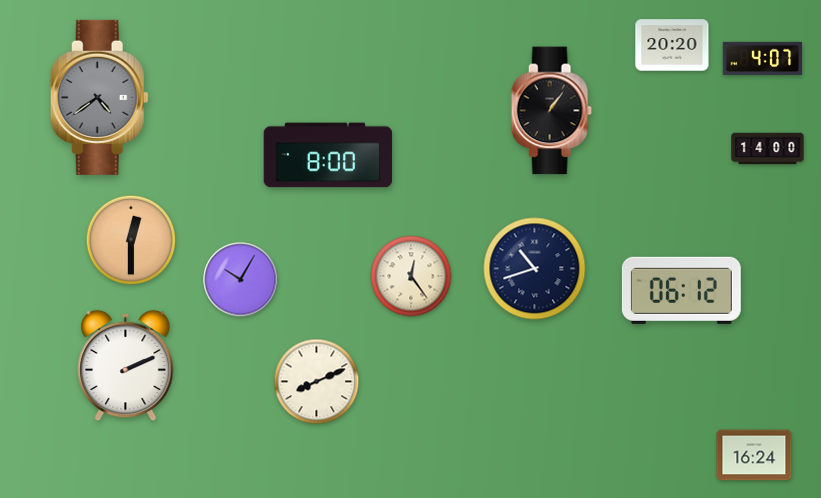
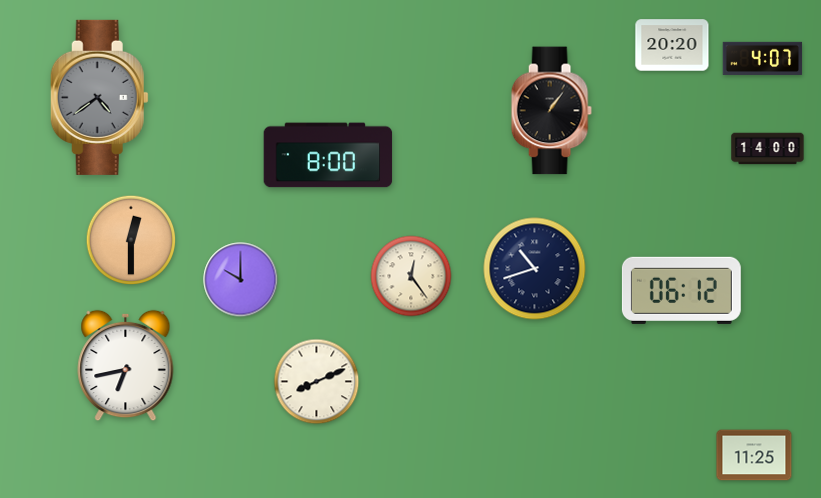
clock at (241, 280): 10:05 -> 10:00
clock at (126, 366): 2:11 -> 6:43
clock at (754, 455): 16:24 -> 11:25
